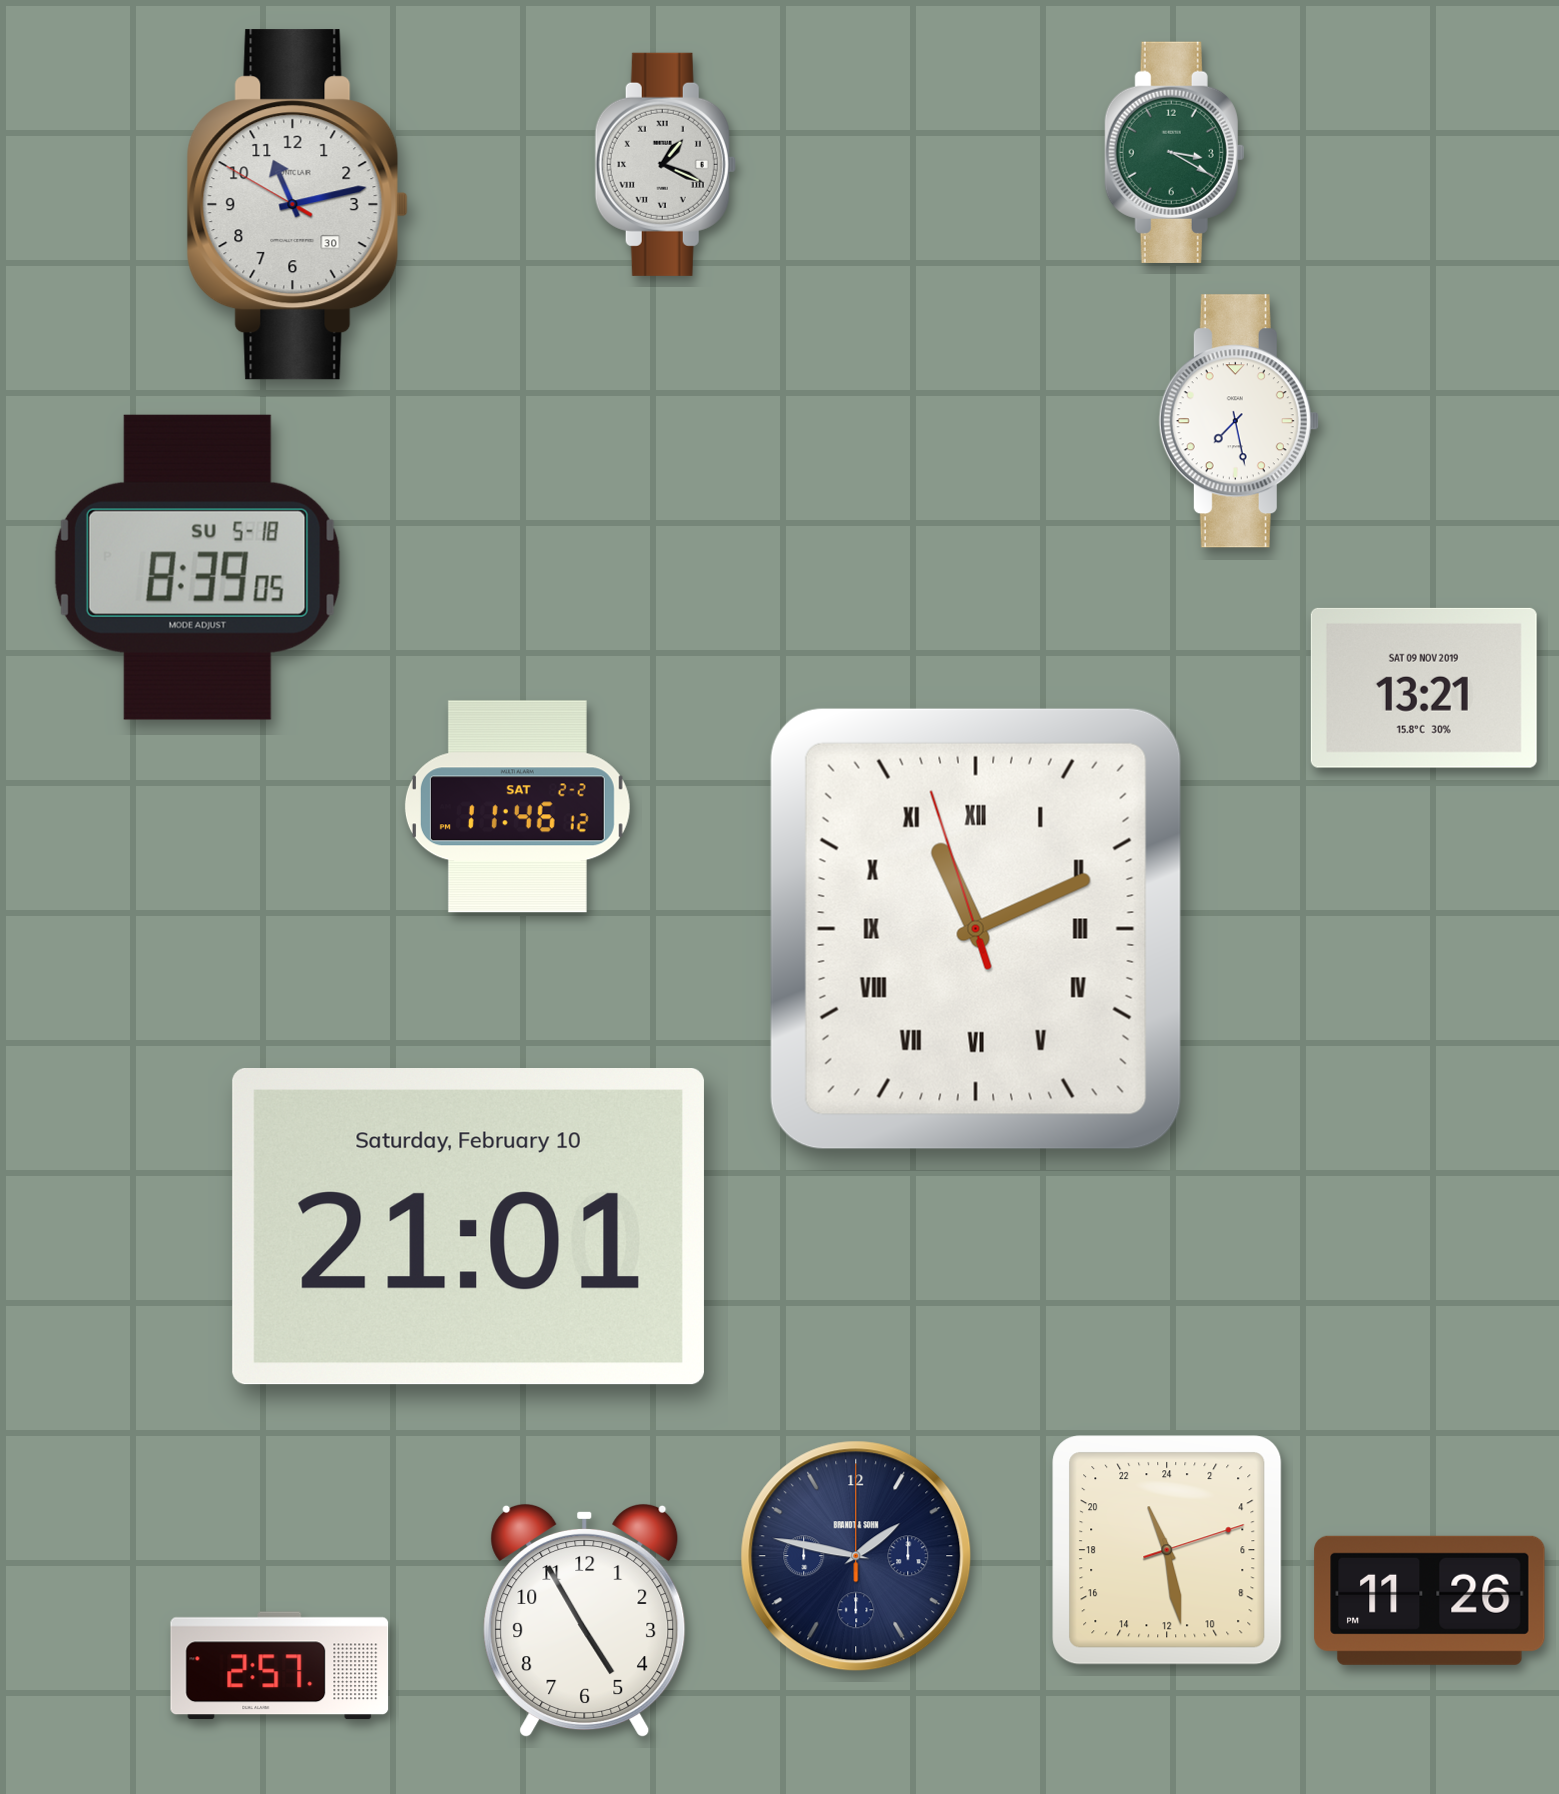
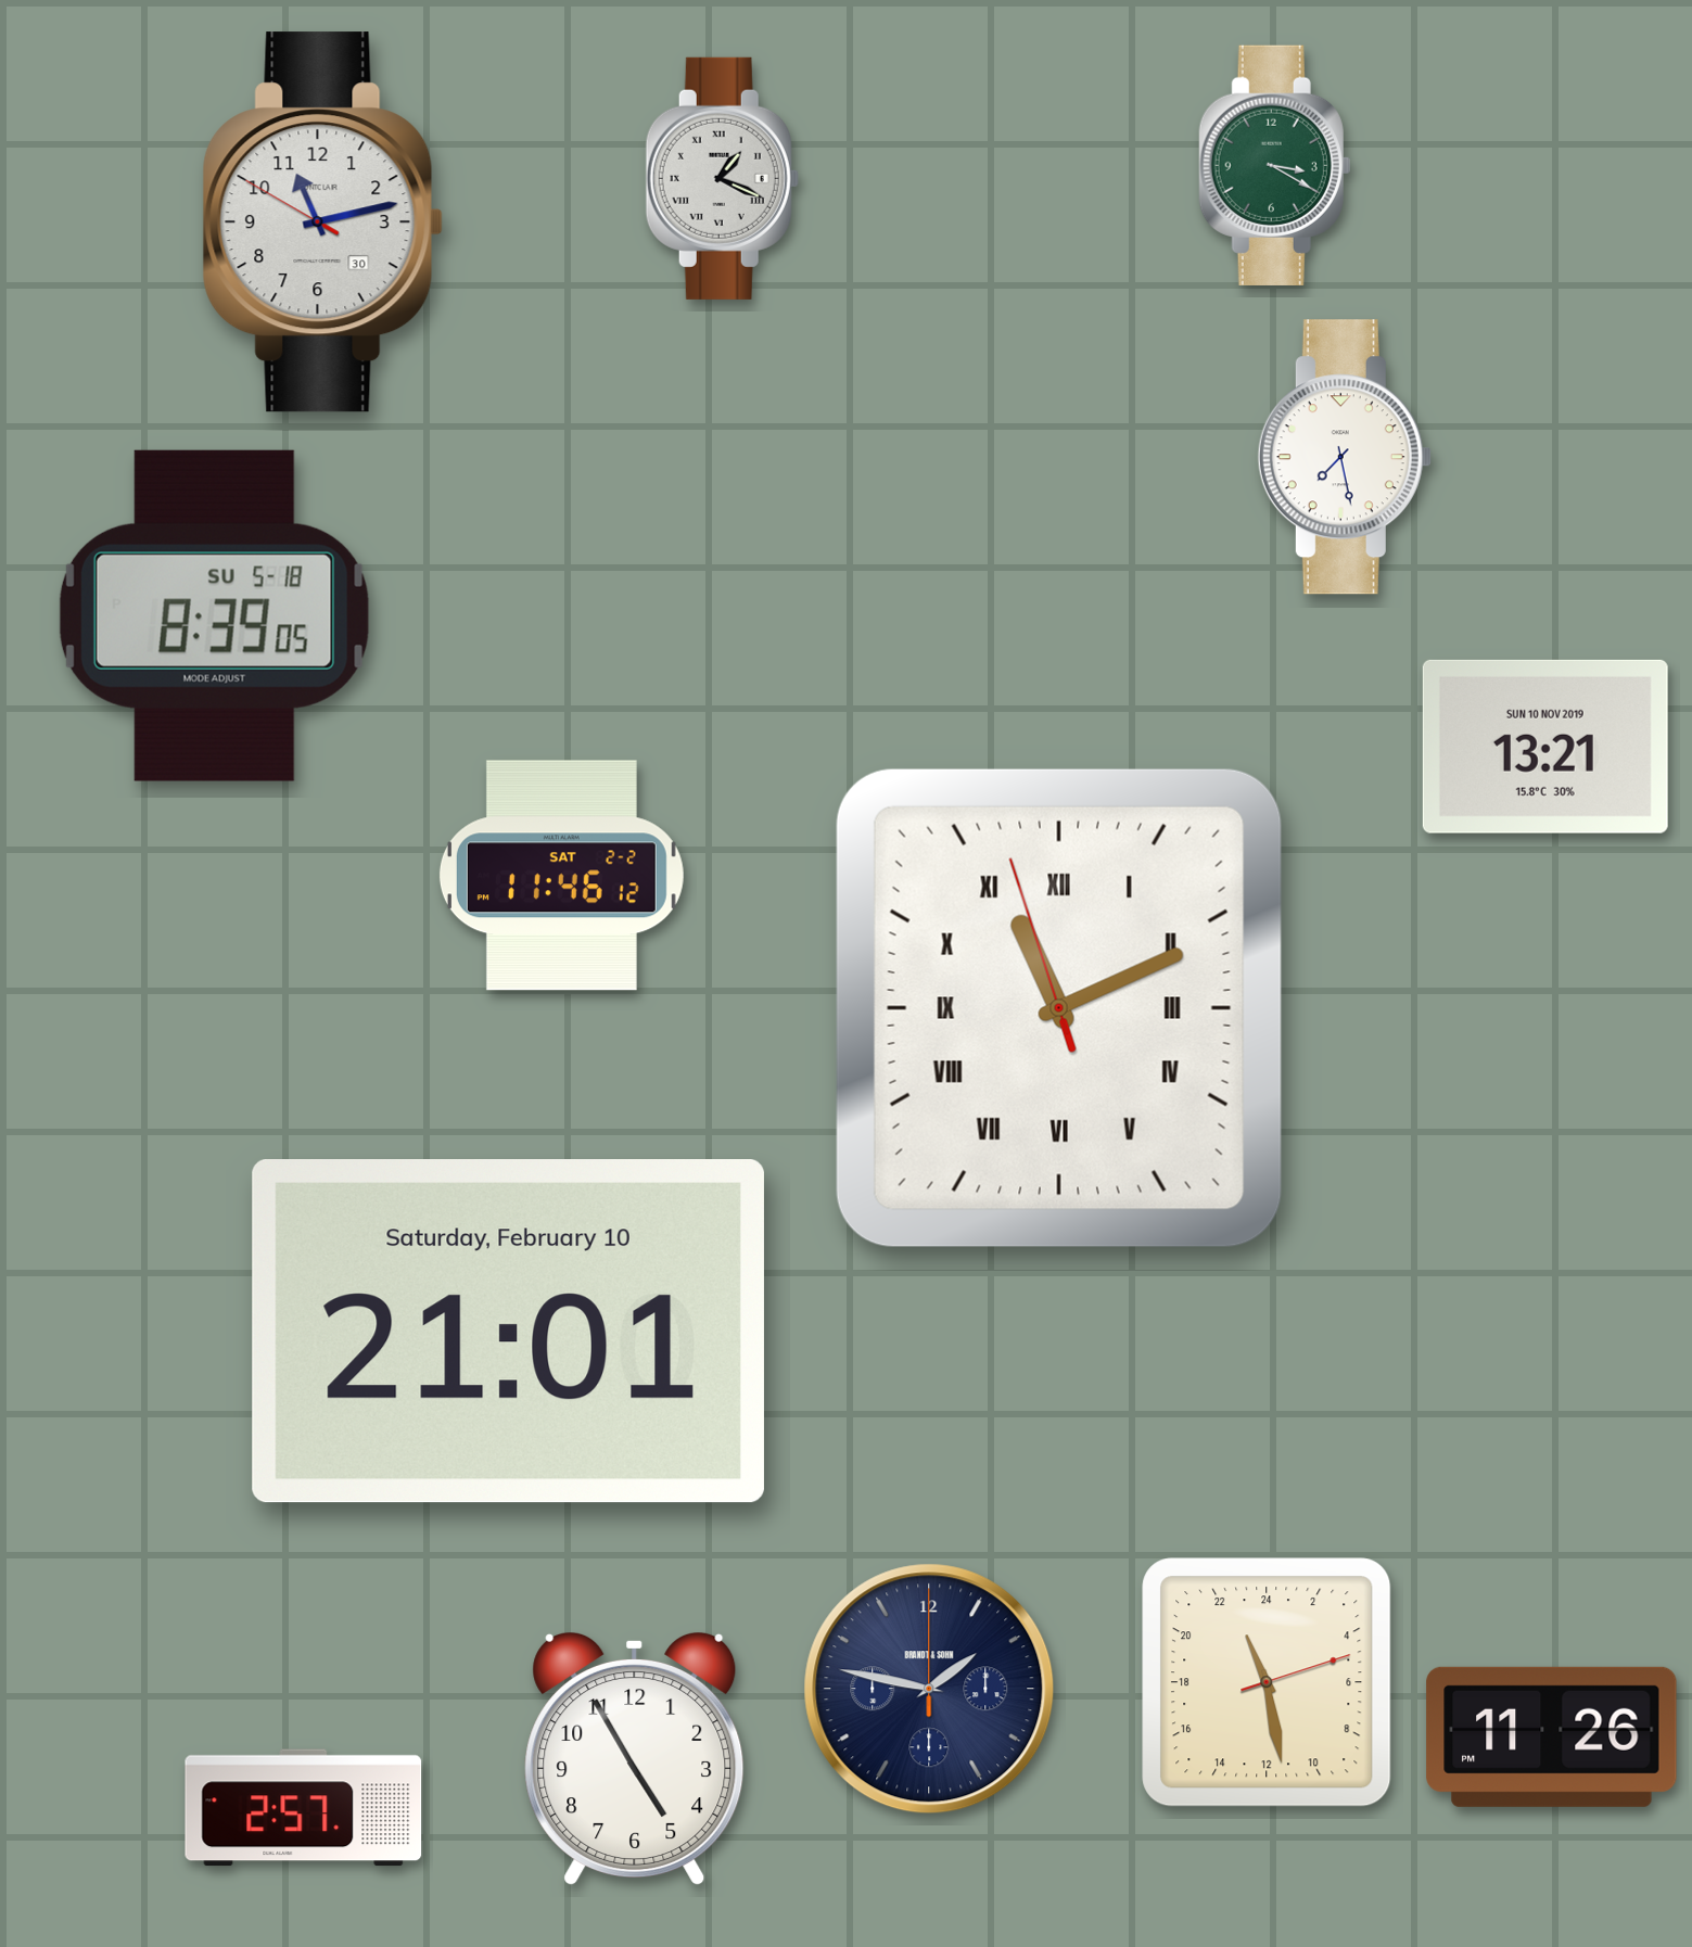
clock at (1424, 688) date: SAT 09 NOV 2019 -> SUN 10 NOV 2019
